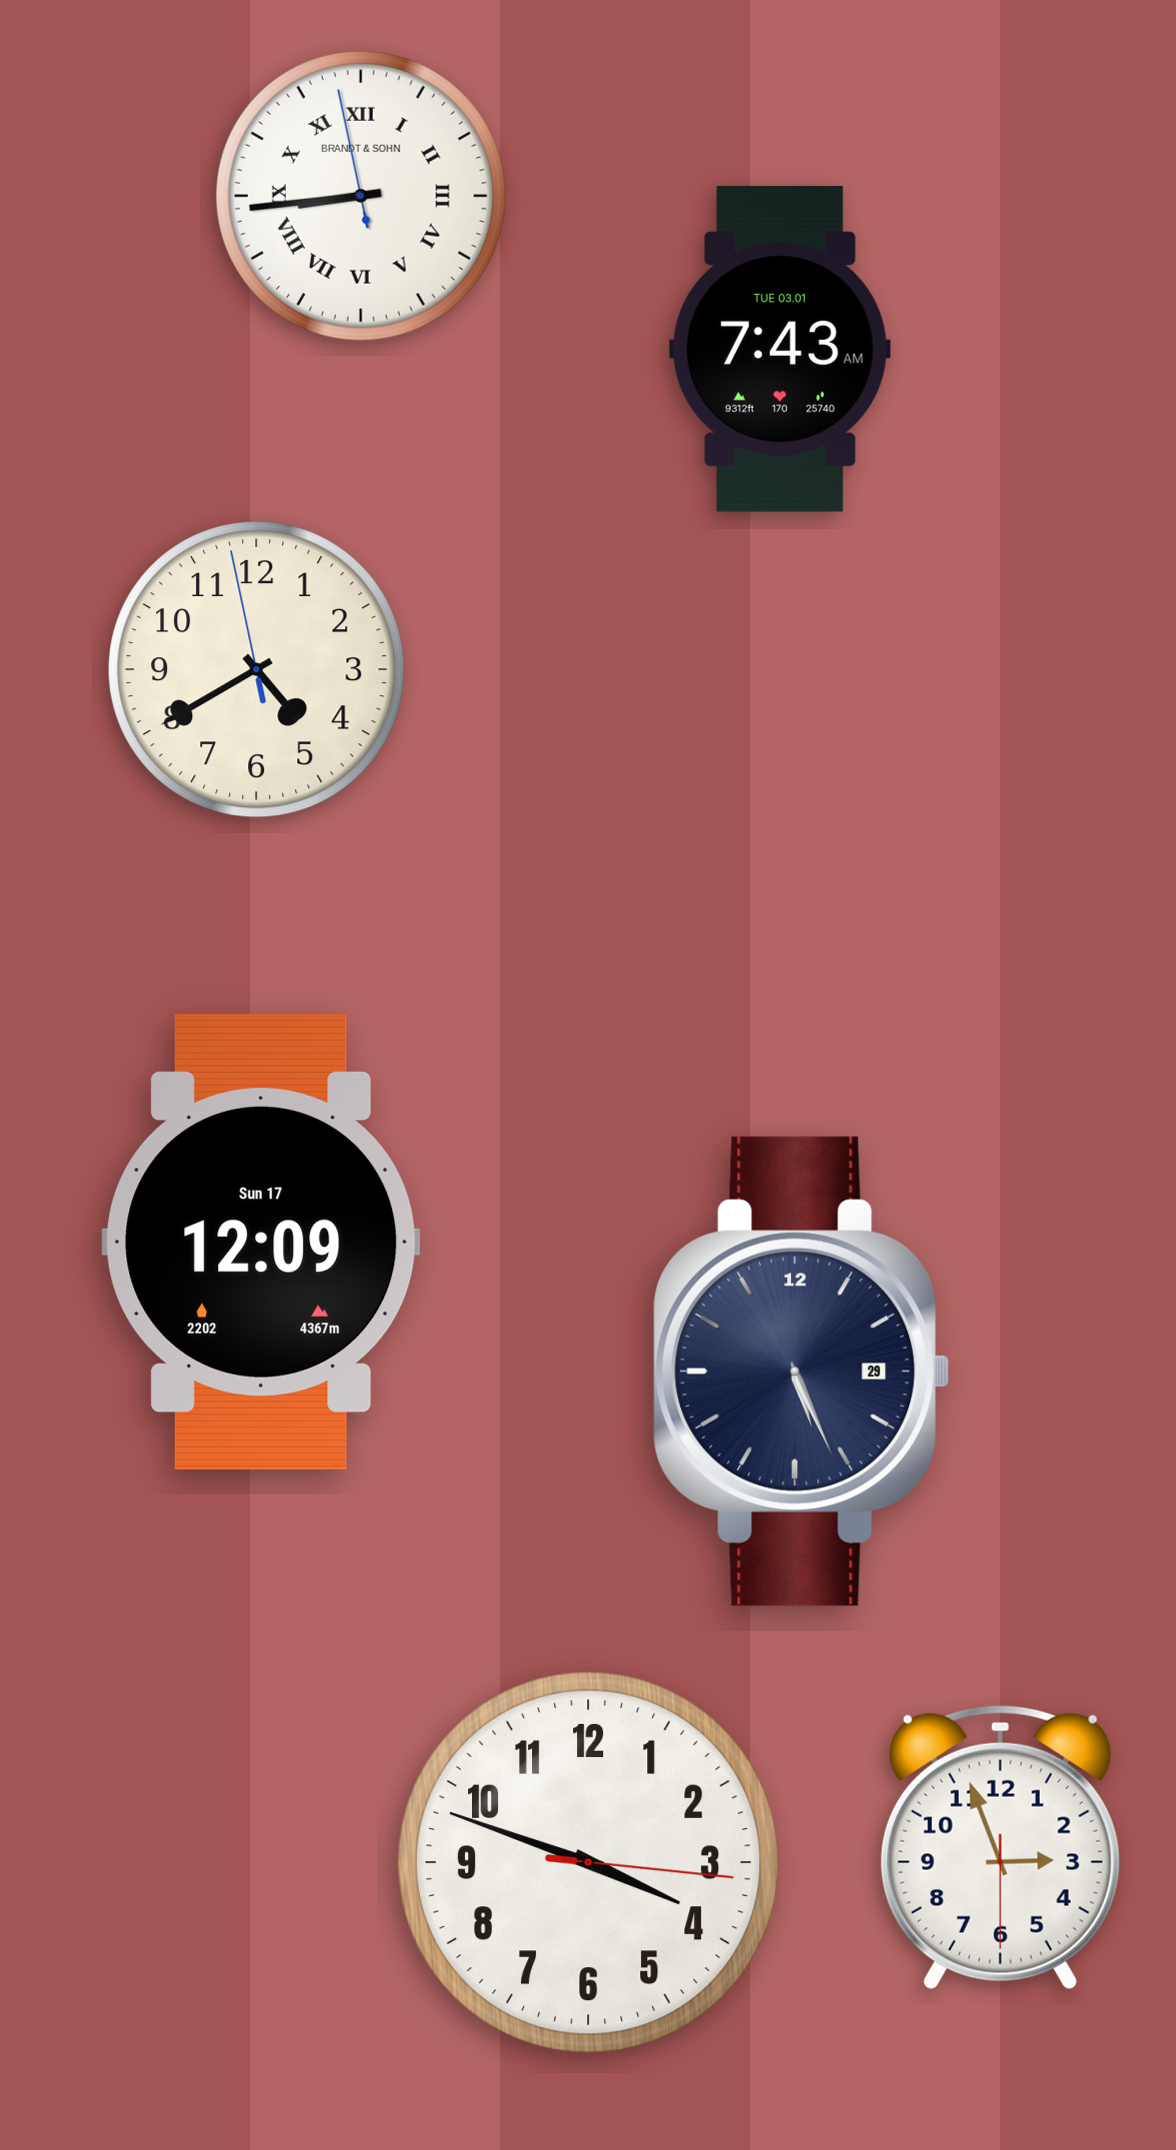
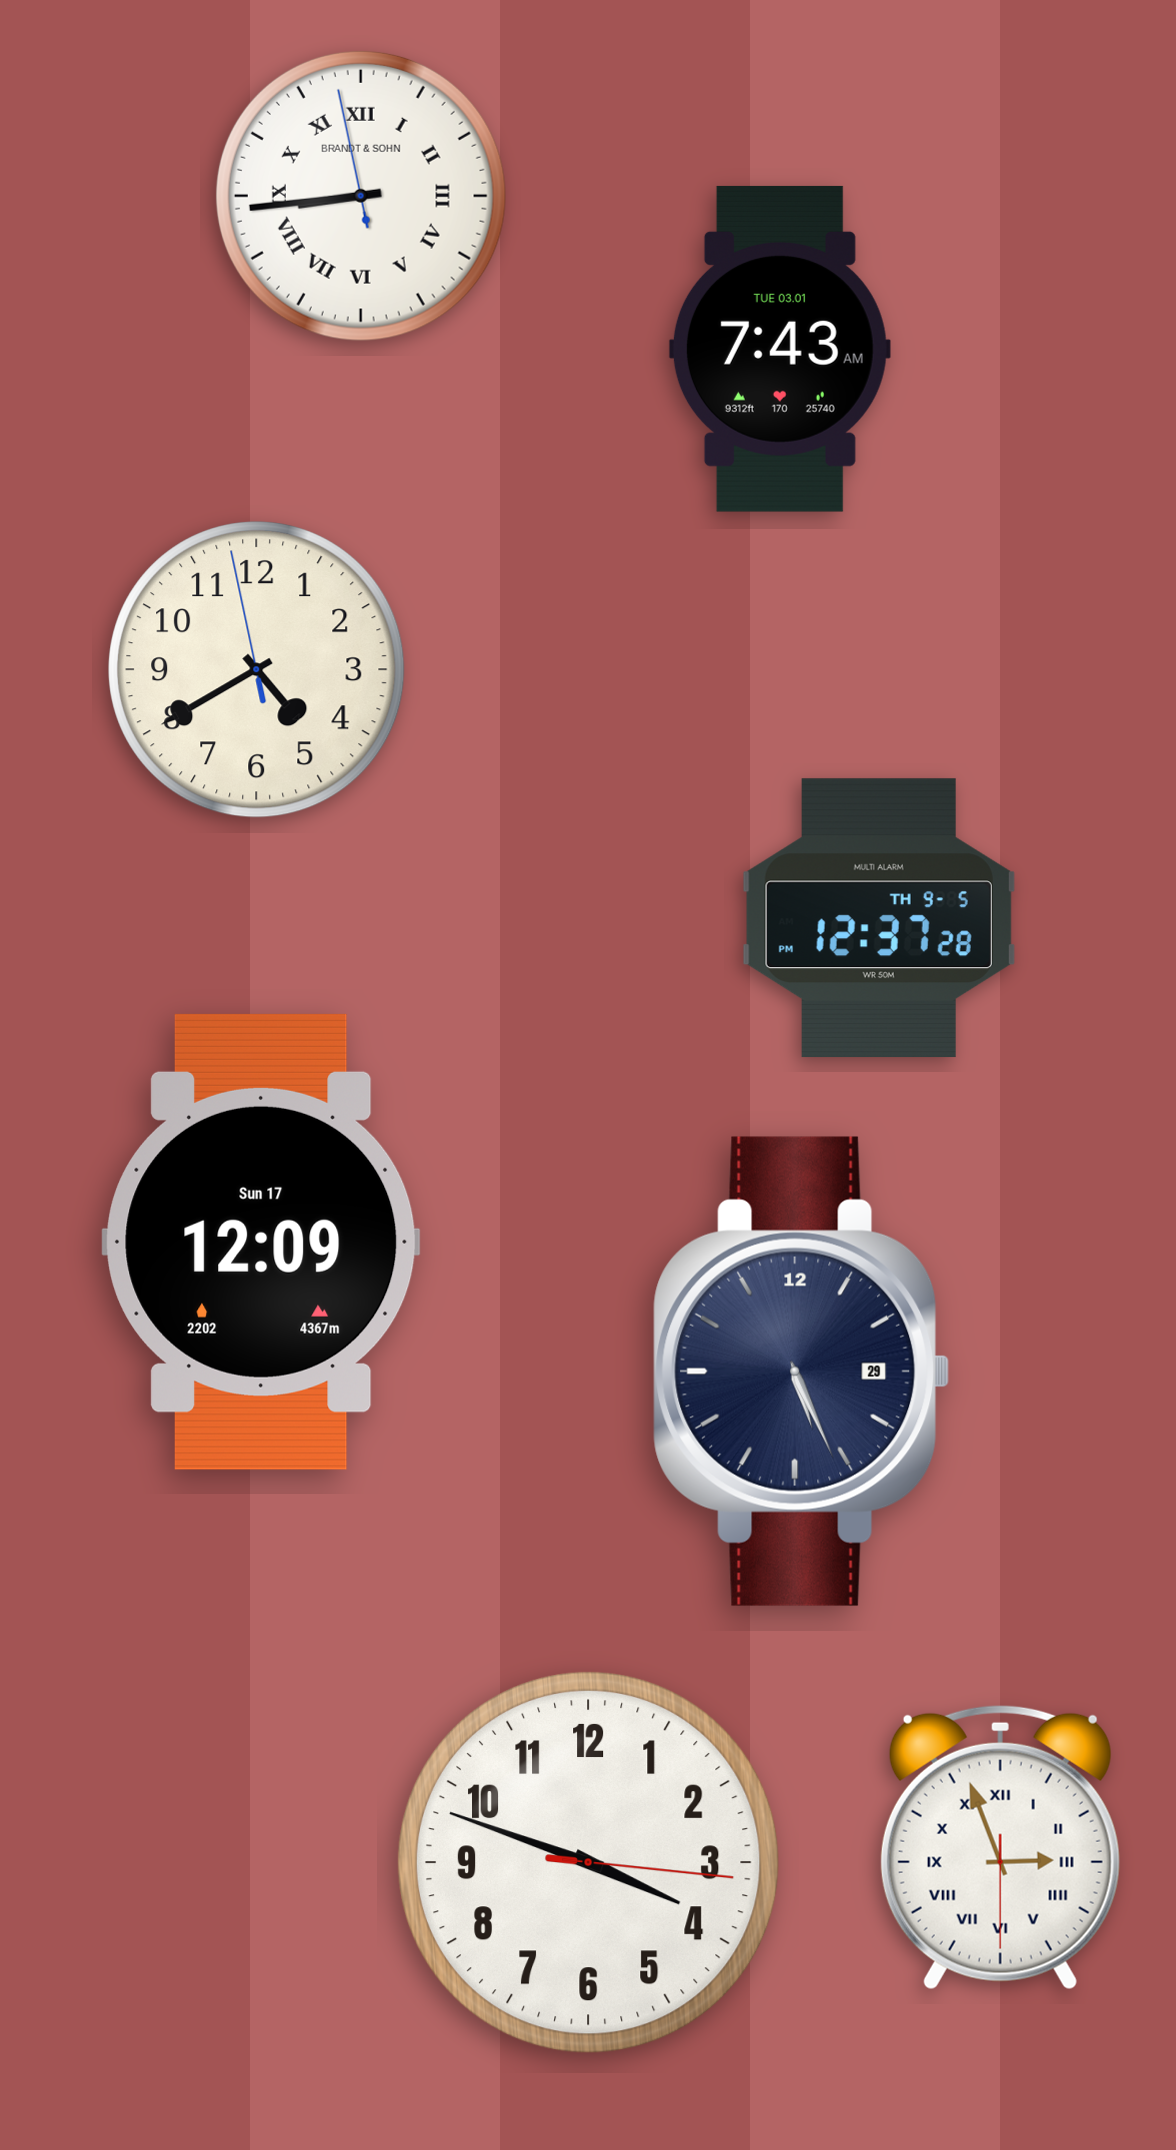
clock at (879, 918): none -> 12:37
clock at (1000, 1847) numerals: Arabic -> Roman
